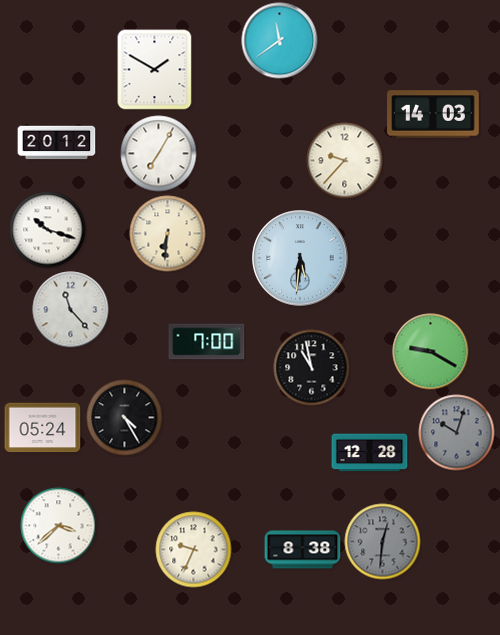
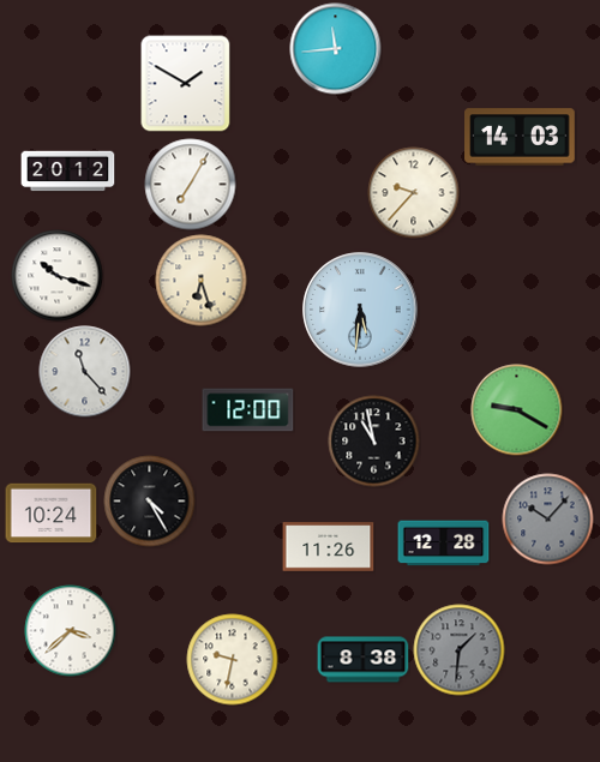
clock at (280, 41): 11:39 -> 11:44
clock at (168, 234): 6:31 -> 6:27
clock at (207, 342): 7:00 -> 12:00
clock at (431, 352) position: (431, 352) -> (517, 410)
clock at (43, 428): 05:24 -> 10:24
clock at (457, 433): 10:03 -> 10:07
clock at (329, 547): none -> 11:26
clock at (383, 542): 12:31 -> 1:31
clock at (194, 550): 9:34 -> 9:32
